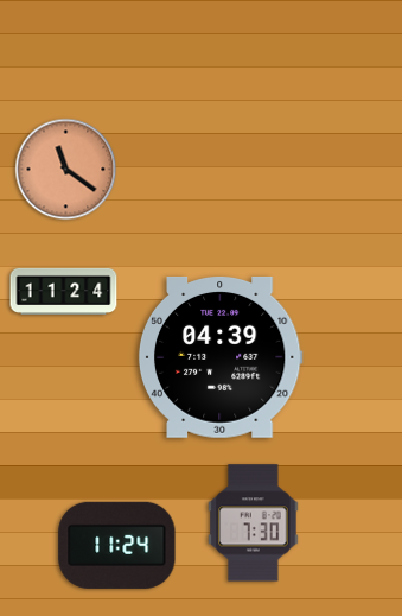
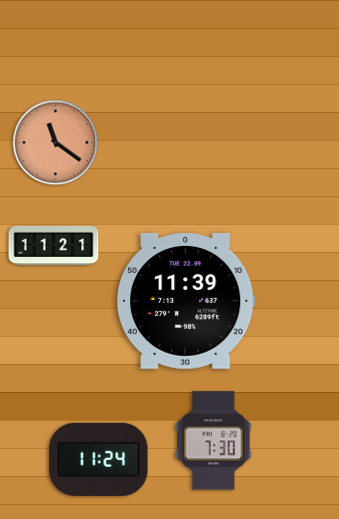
clock at (64, 291): 11:24 -> 11:21
clock at (221, 357): 04:39 -> 11:39
